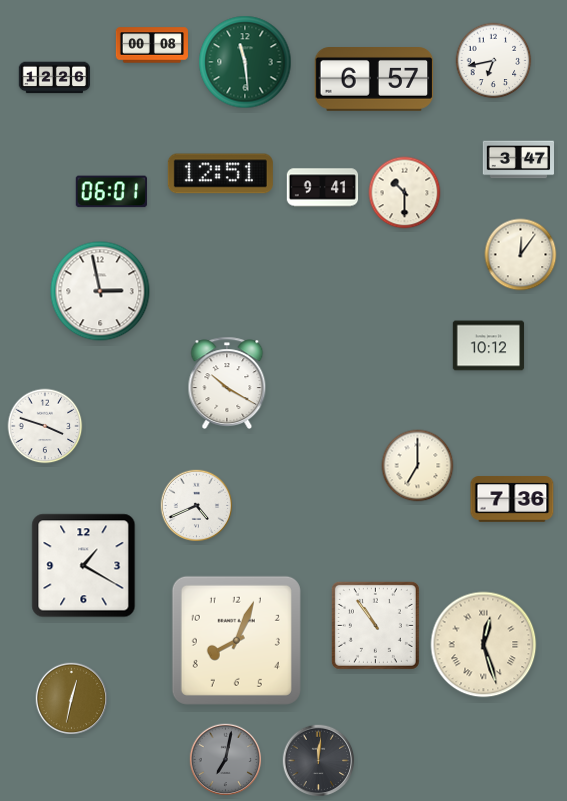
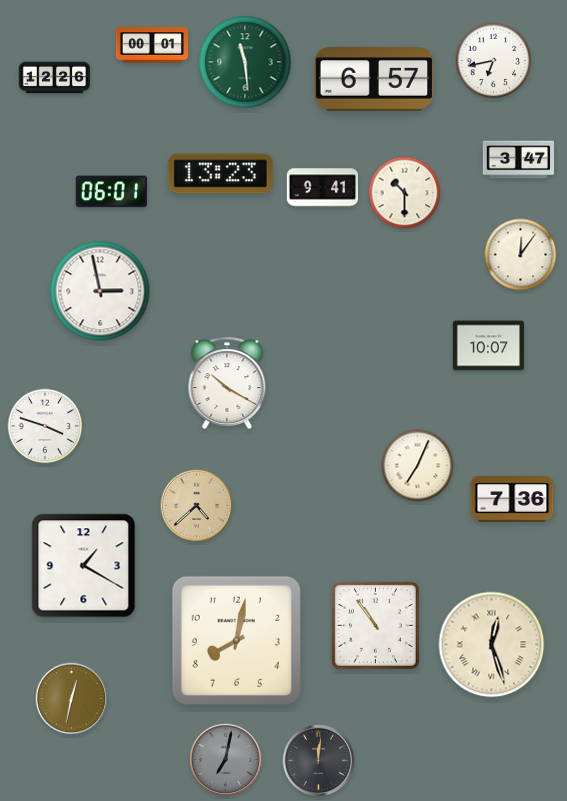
clock at (152, 45): 00:08 -> 00:01
clock at (220, 174): 12:51 -> 13:23
clock at (489, 346): 10:12 -> 10:07
clock at (418, 466): 7:00 -> 7:04
clock at (197, 506): 4:41 -> 4:38
clock at (197, 506) dial: white -> champagne
clock at (236, 640): 8:04 -> 8:02
clock at (484, 645) position: (484, 645) -> (492, 645)
